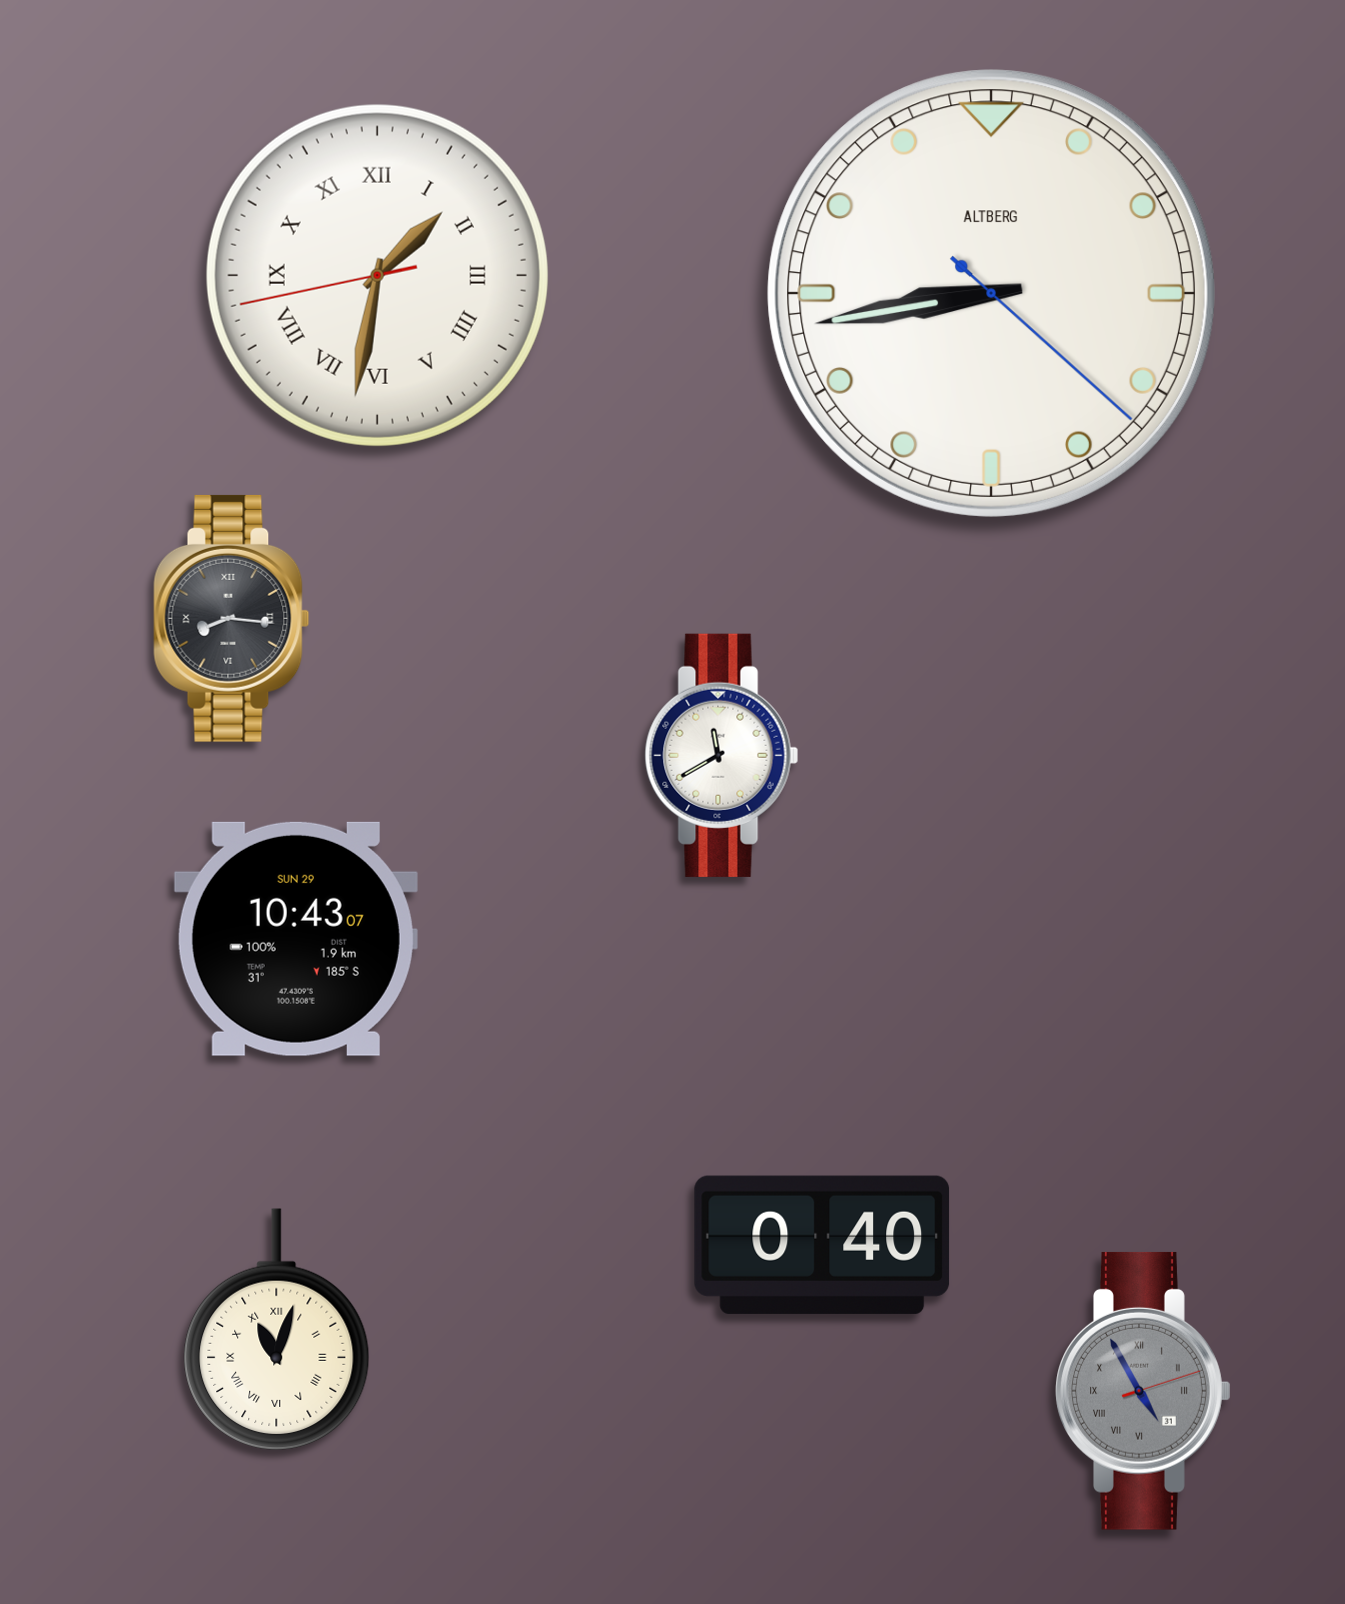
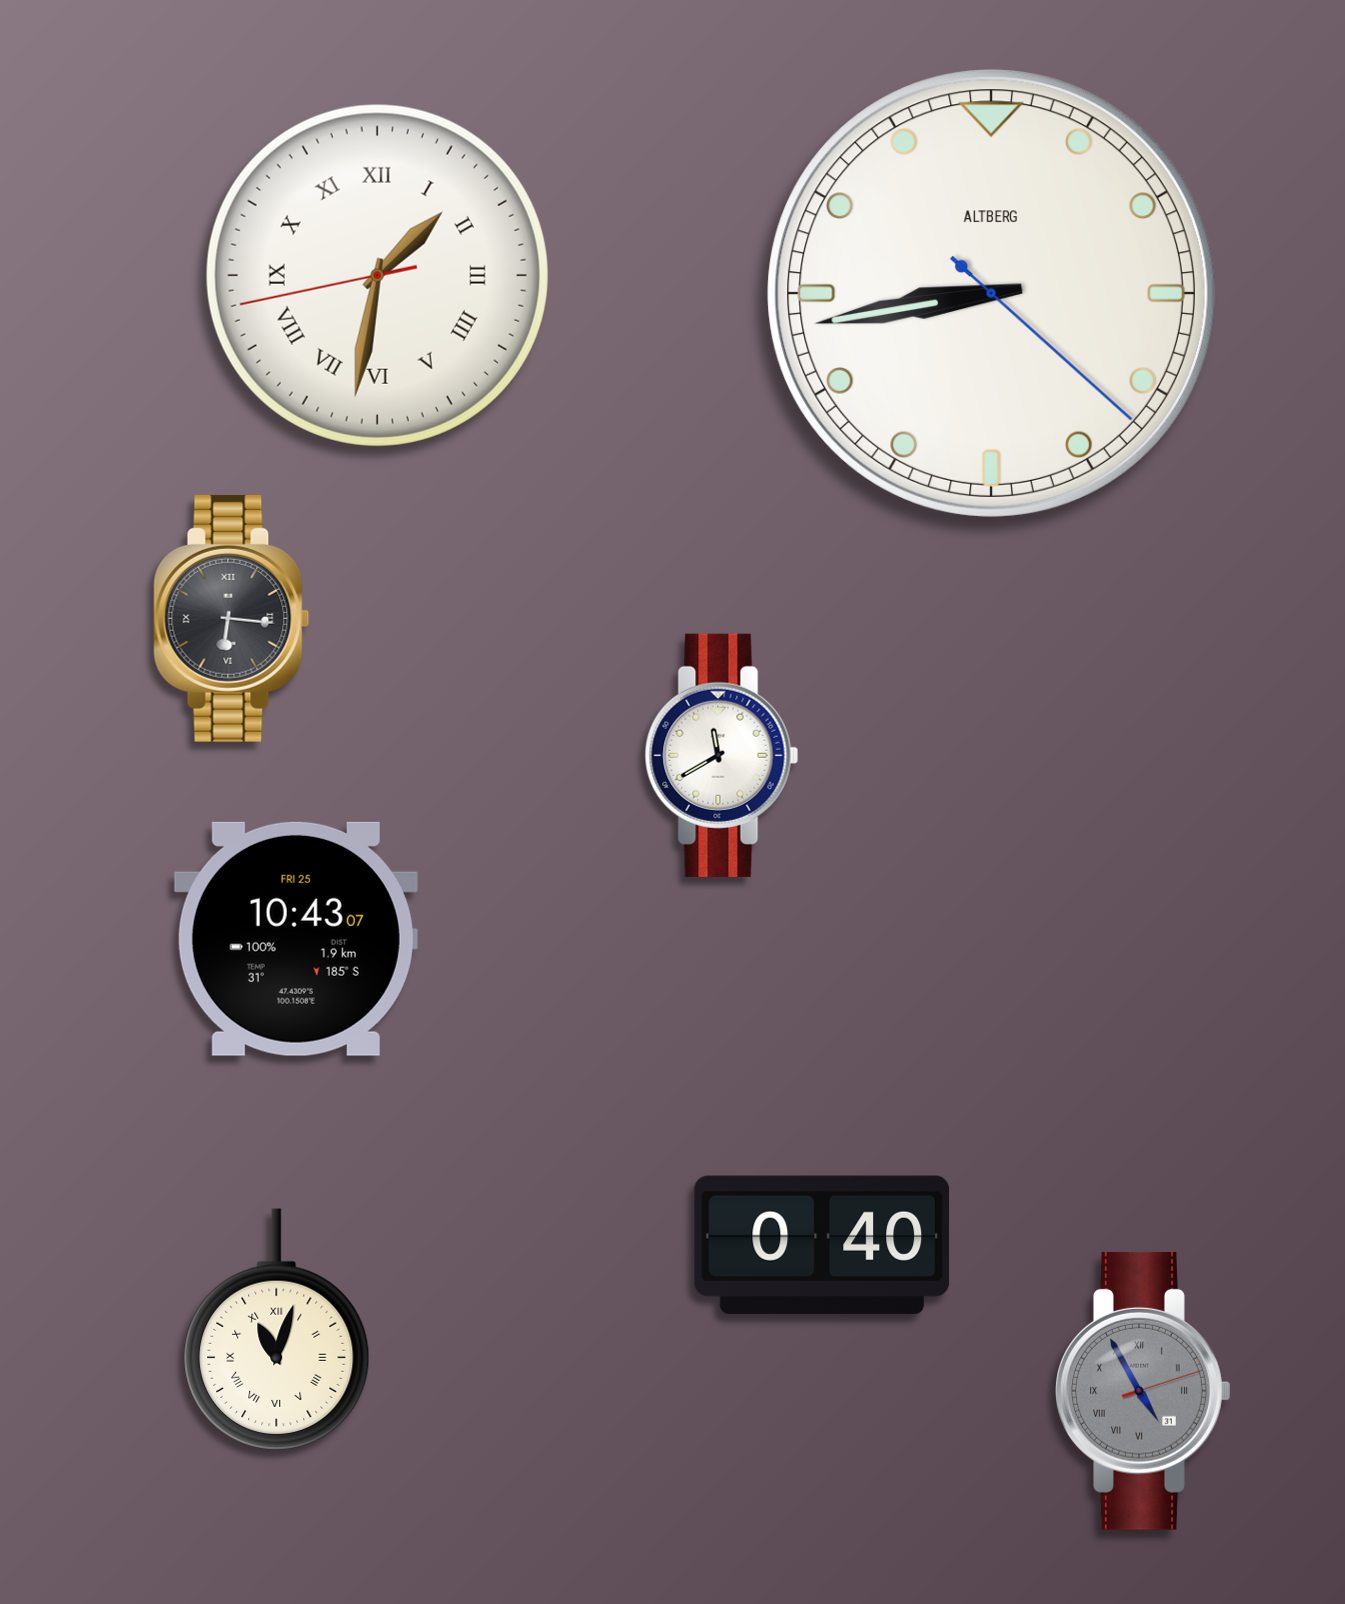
clock at (232, 618): 8:16 -> 6:16
clock at (296, 939) date: SUN 29 -> FRI 25
